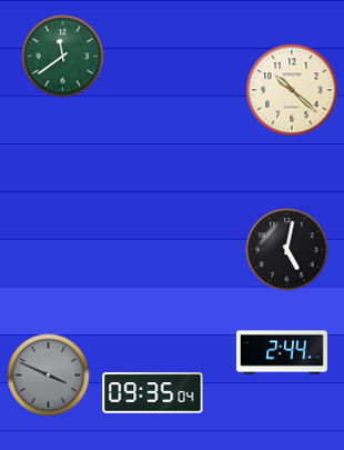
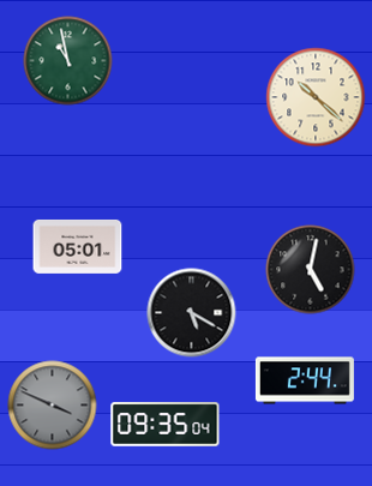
clock at (63, 57): 11:39 -> 10:58
clock at (78, 246): none -> 05:01
clock at (192, 313): none -> 5:20
